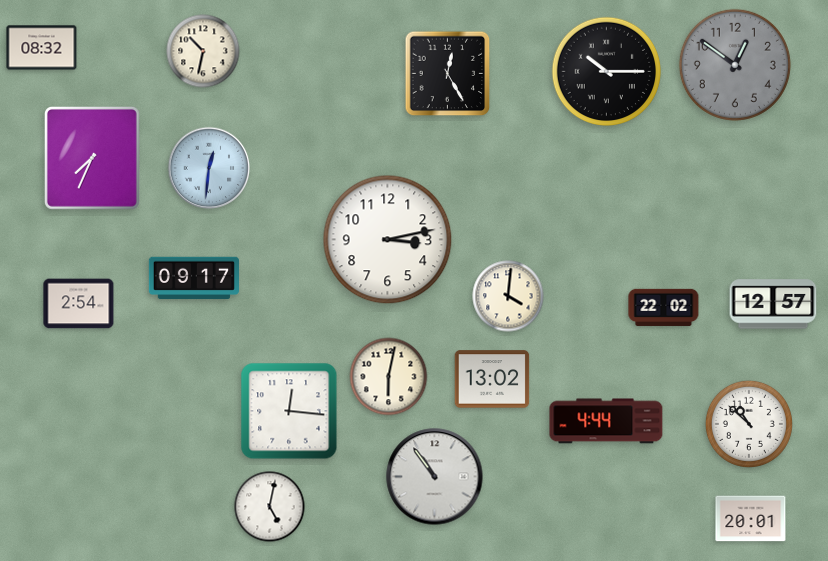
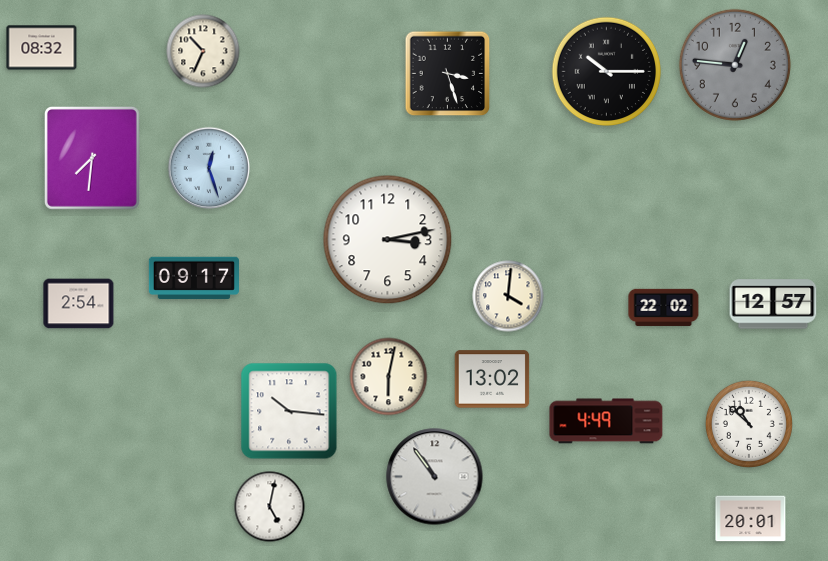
clock at (203, 51): 10:32 -> 10:34
clock at (735, 65): 12:51 -> 12:46
clock at (448, 74): 12:25 -> 3:27
clock at (92, 158): 7:34 -> 7:31
clock at (209, 168): 12:31 -> 12:27
clock at (289, 411): 12:16 -> 10:16
clock at (606, 421): 4:44 -> 4:49
